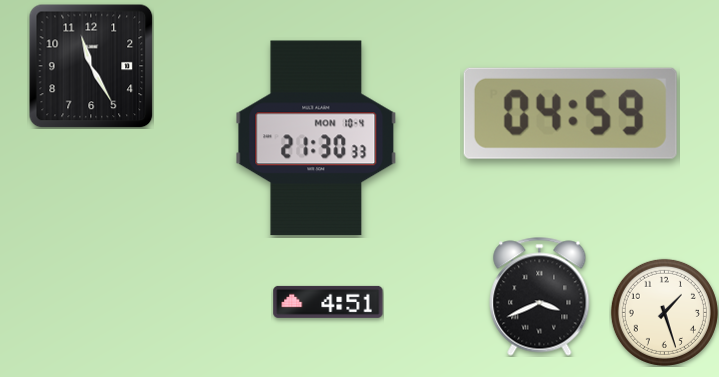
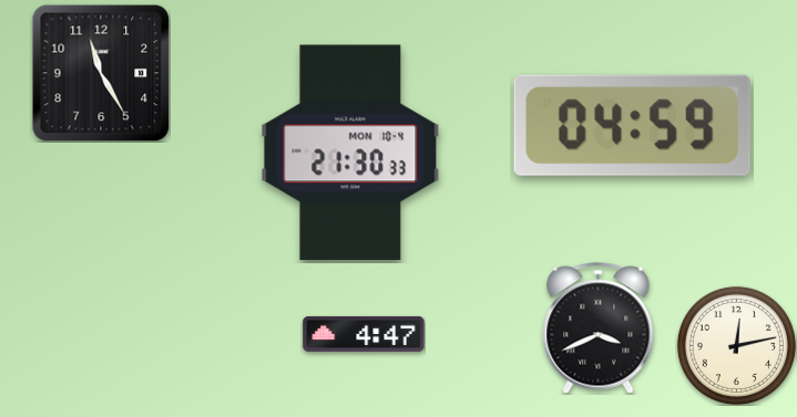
clock at (328, 302): 4:51 -> 4:47
clock at (664, 312): 1:27 -> 12:13
